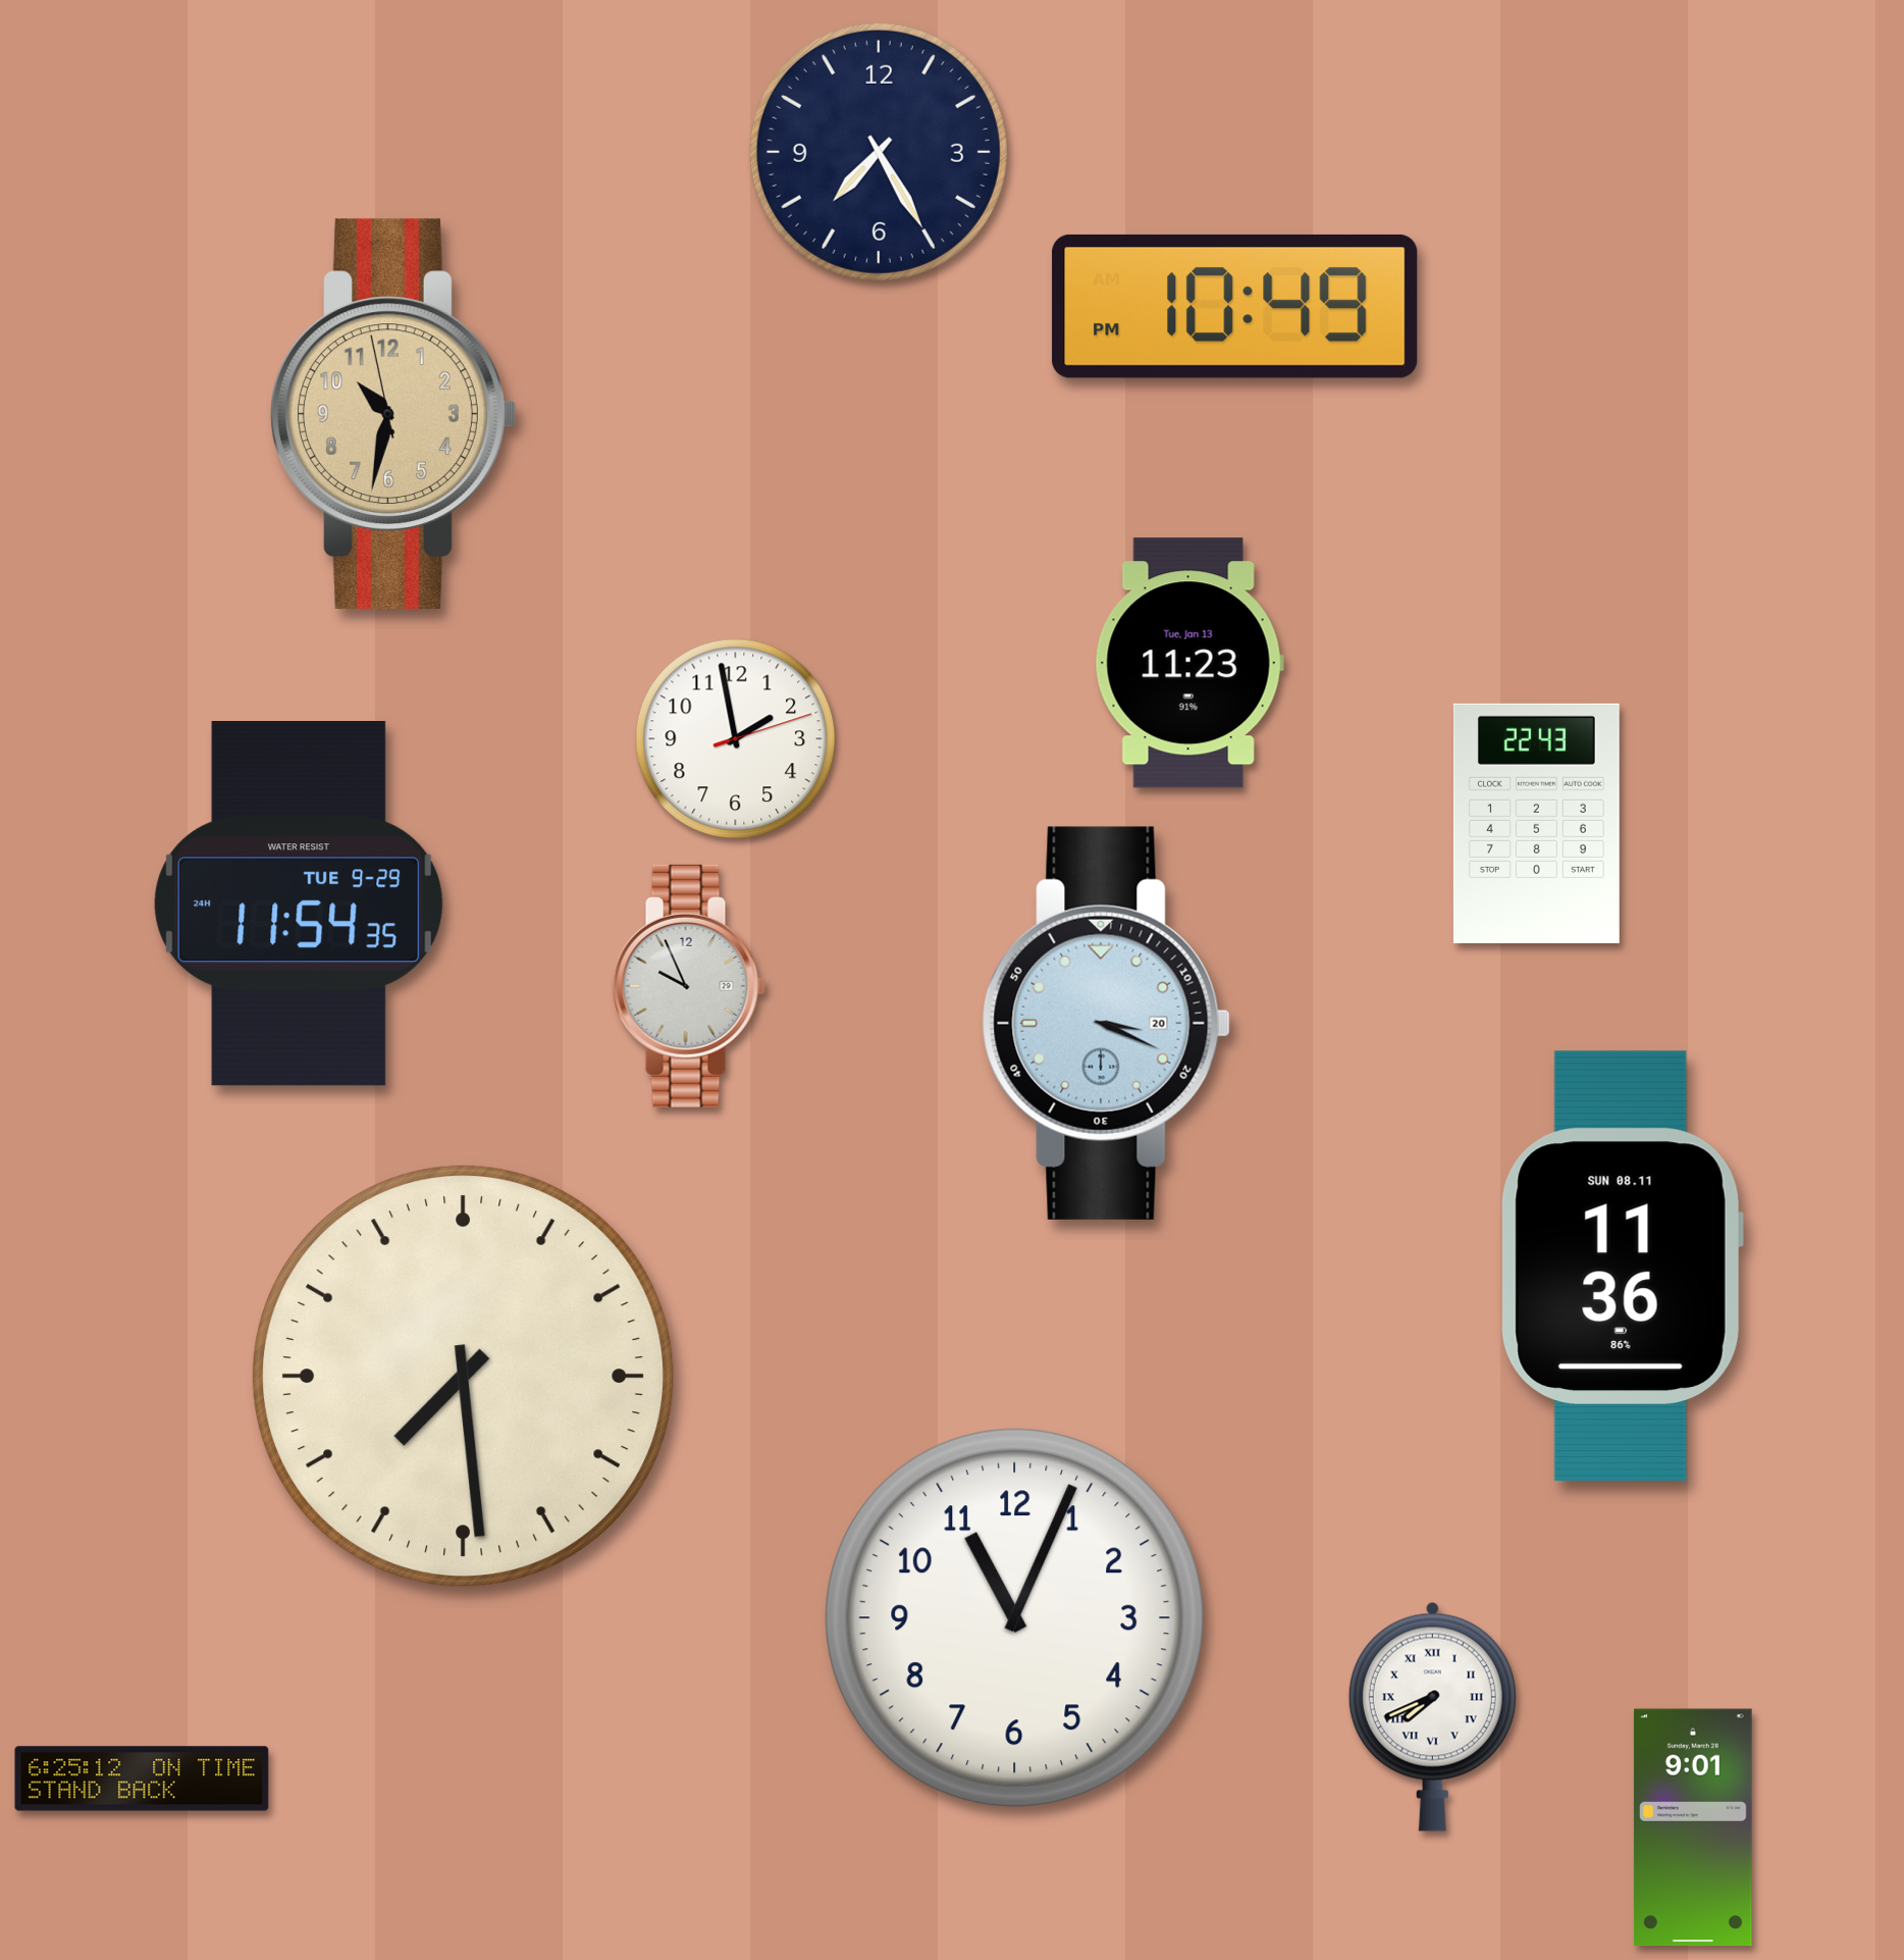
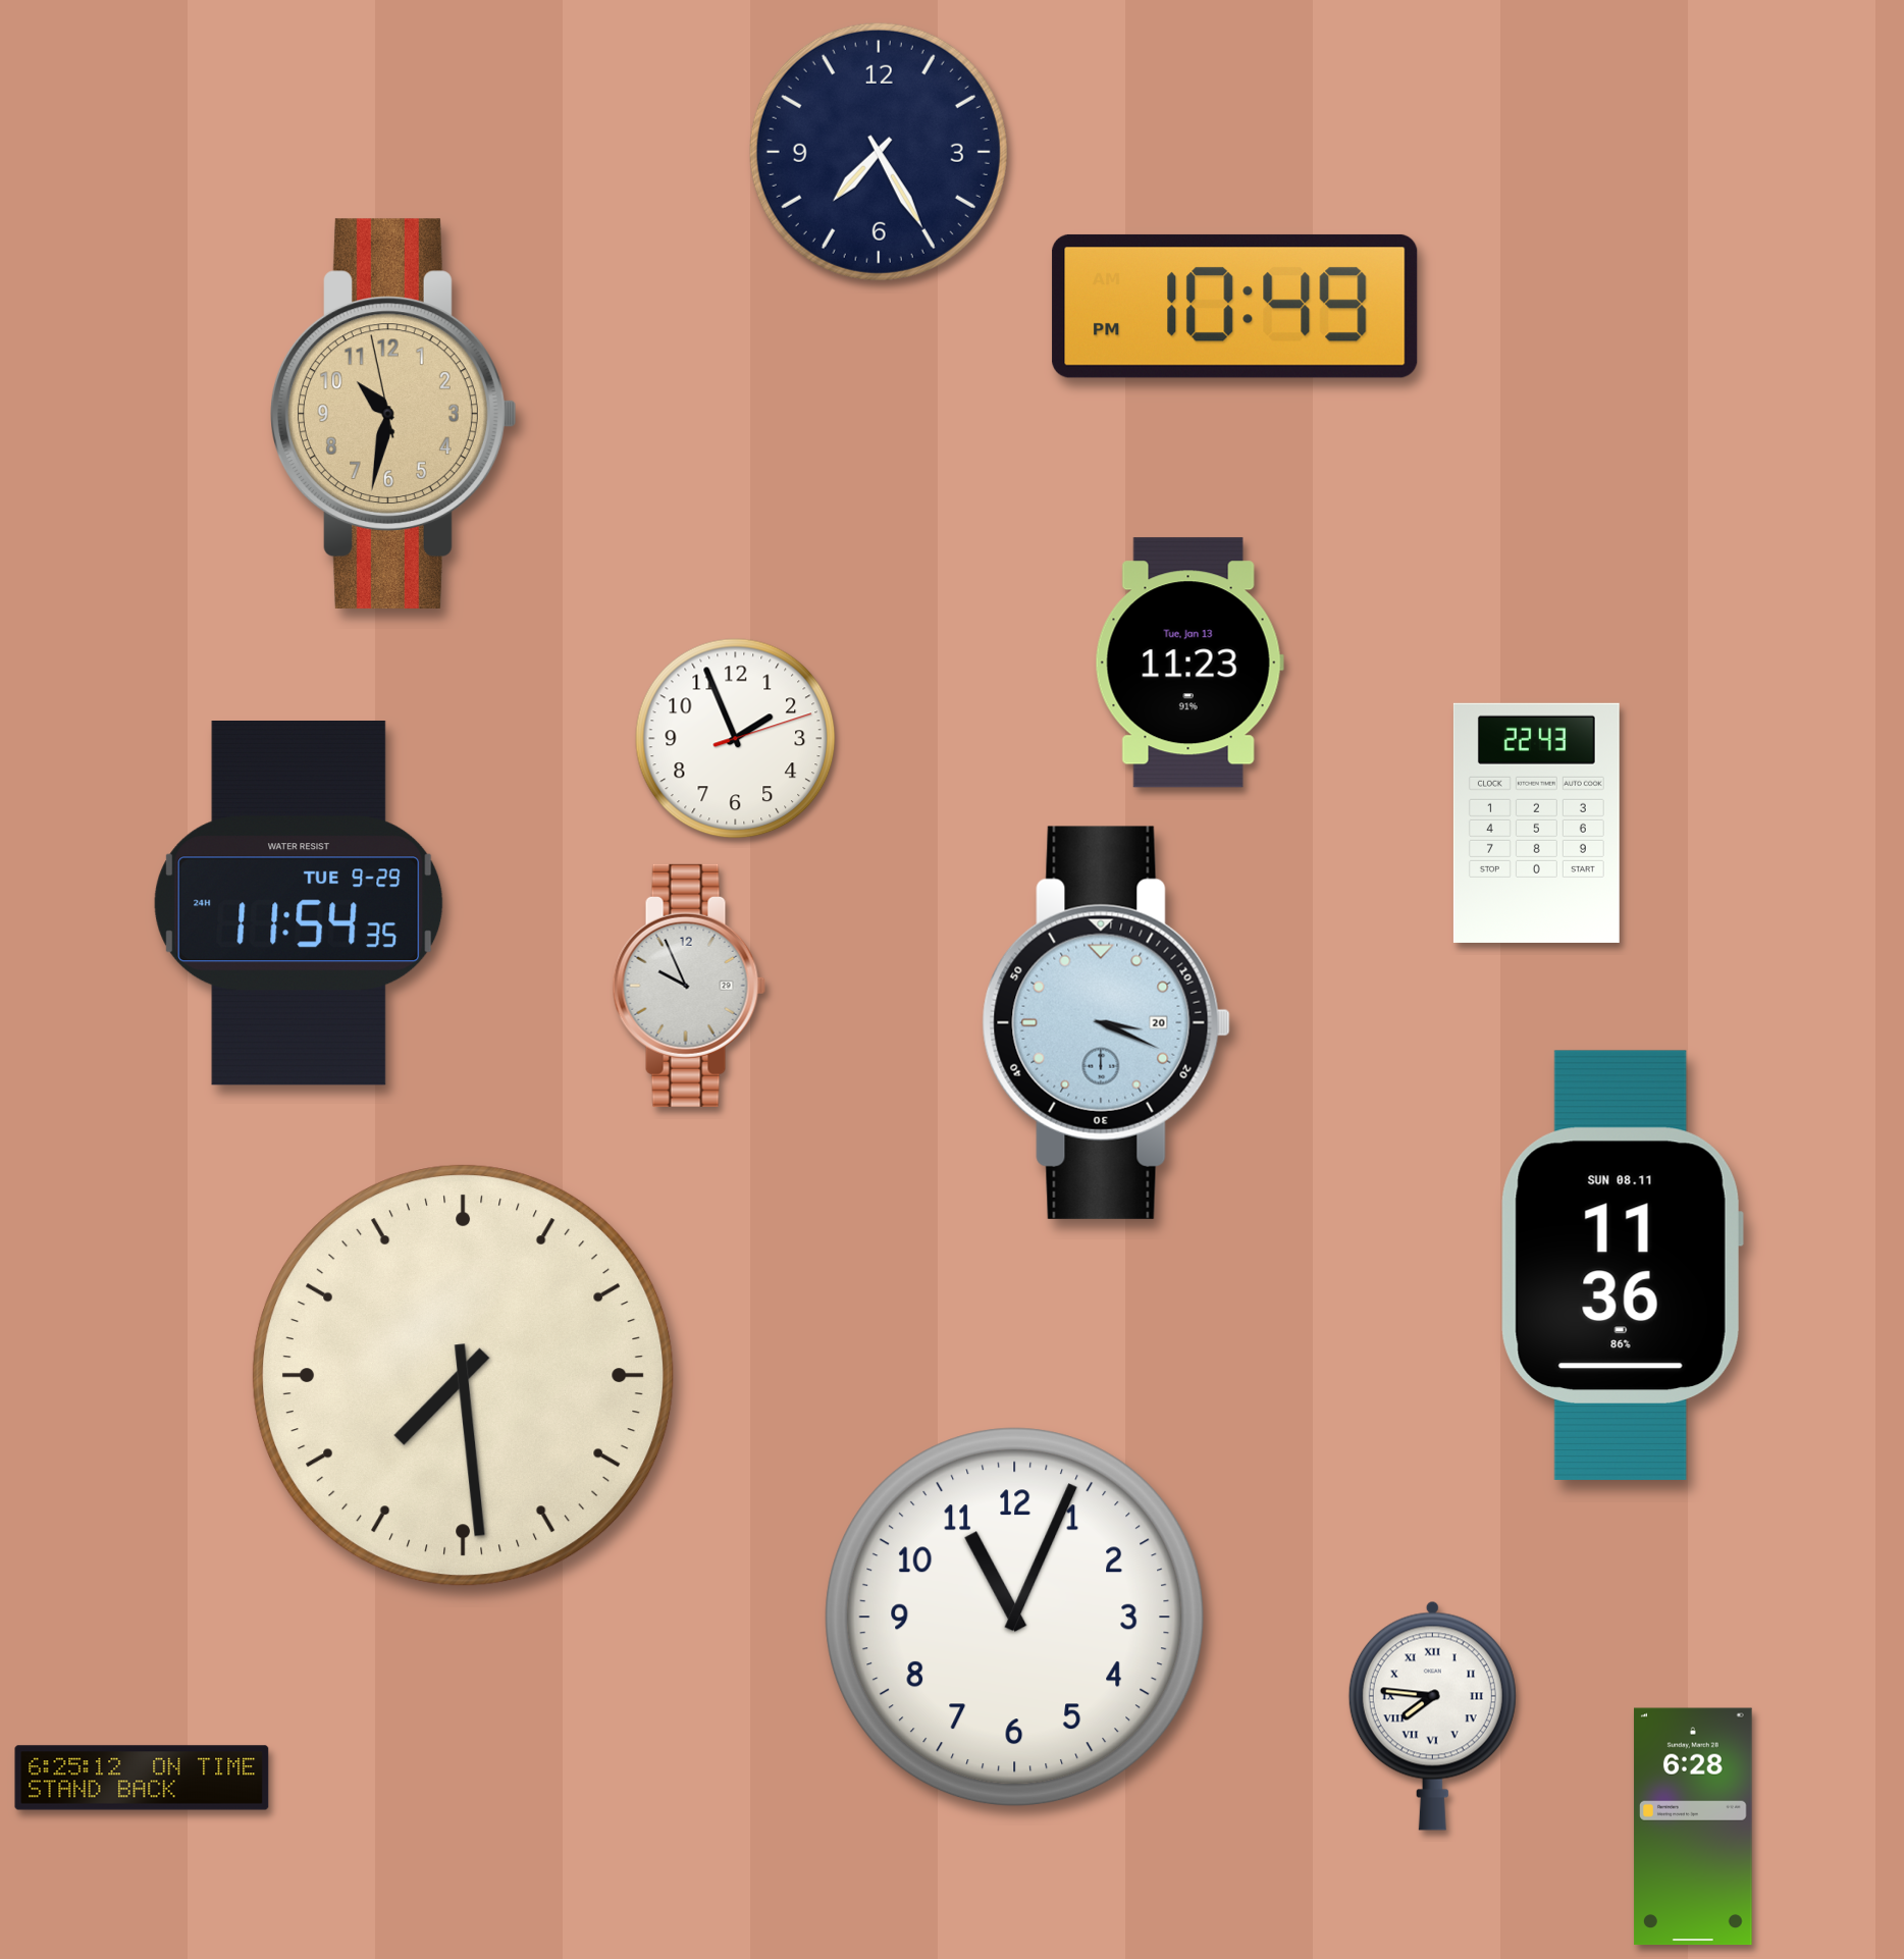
clock at (736, 739): 1:58 -> 1:56
clock at (1432, 1716): 7:41 -> 7:46
clock at (1693, 1827): 9:01 -> 6:28
